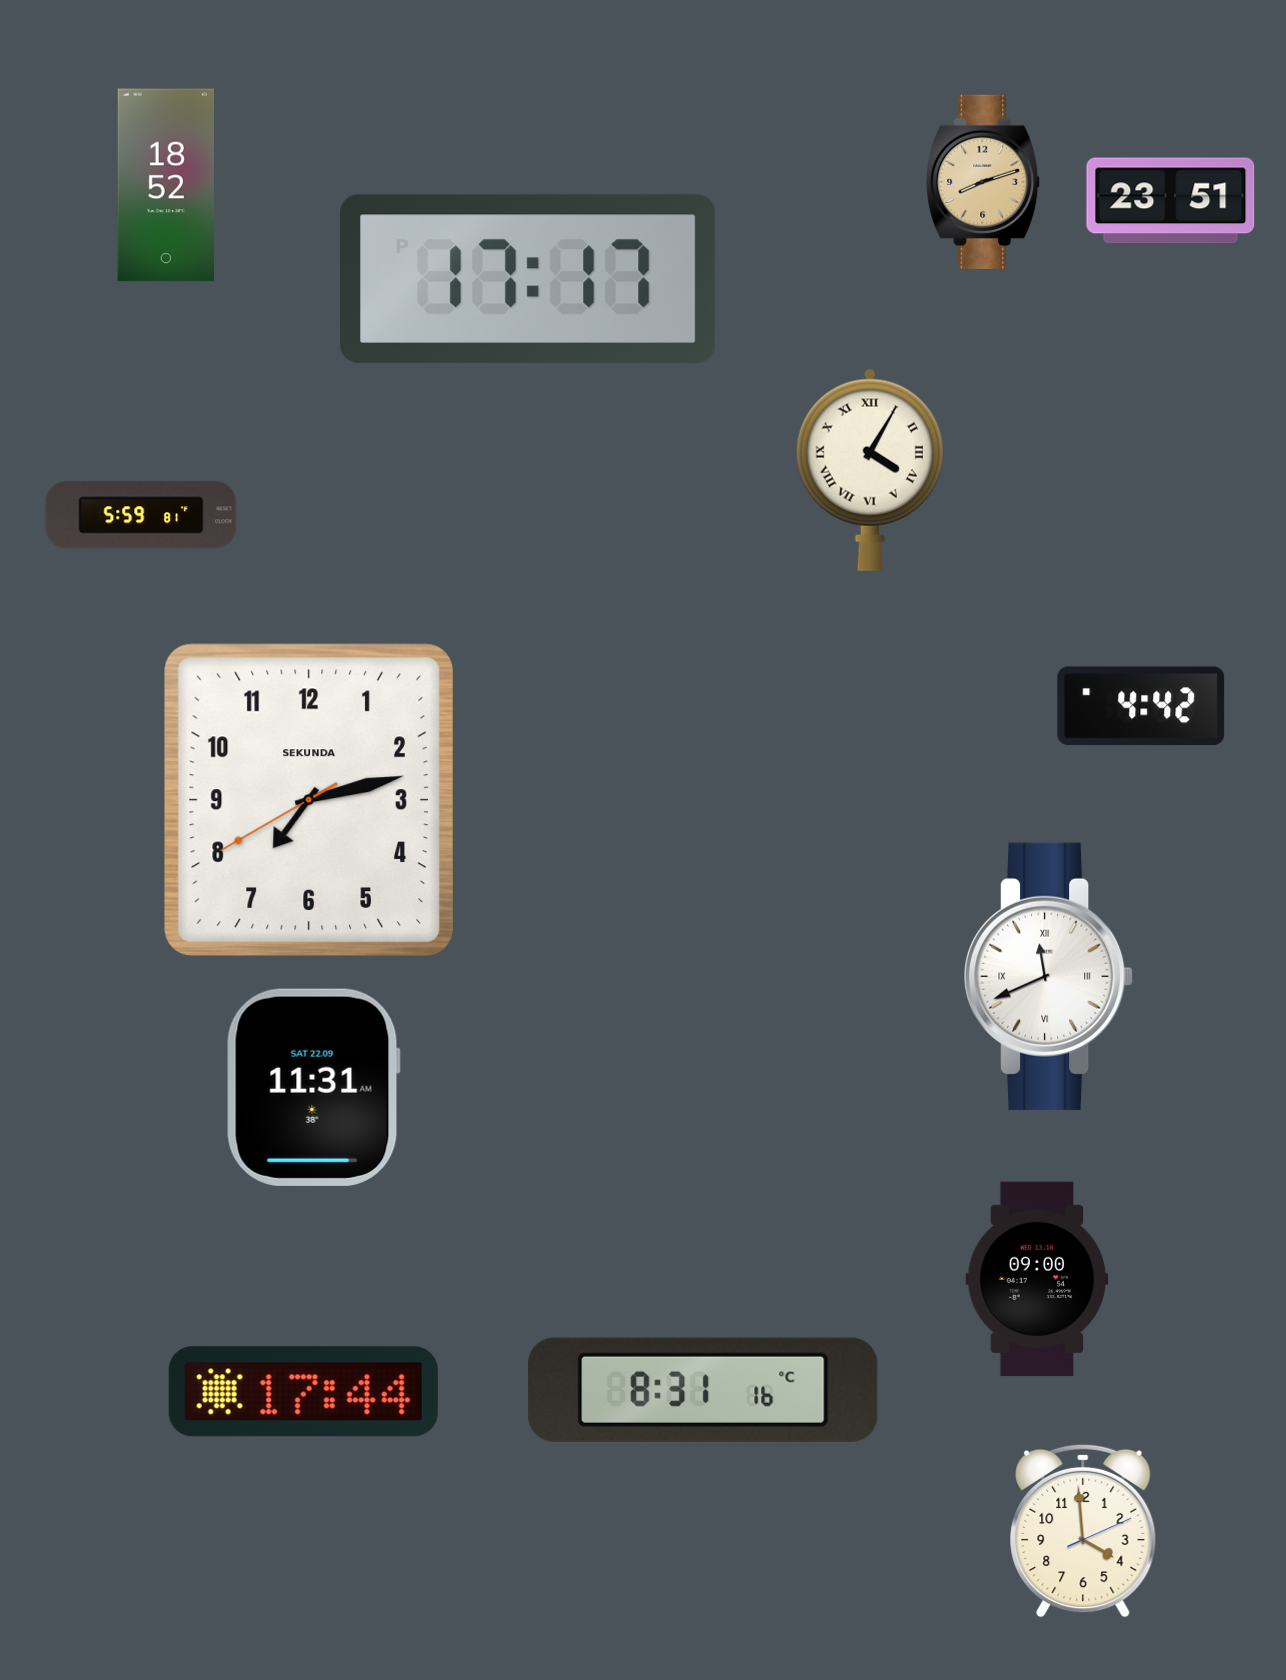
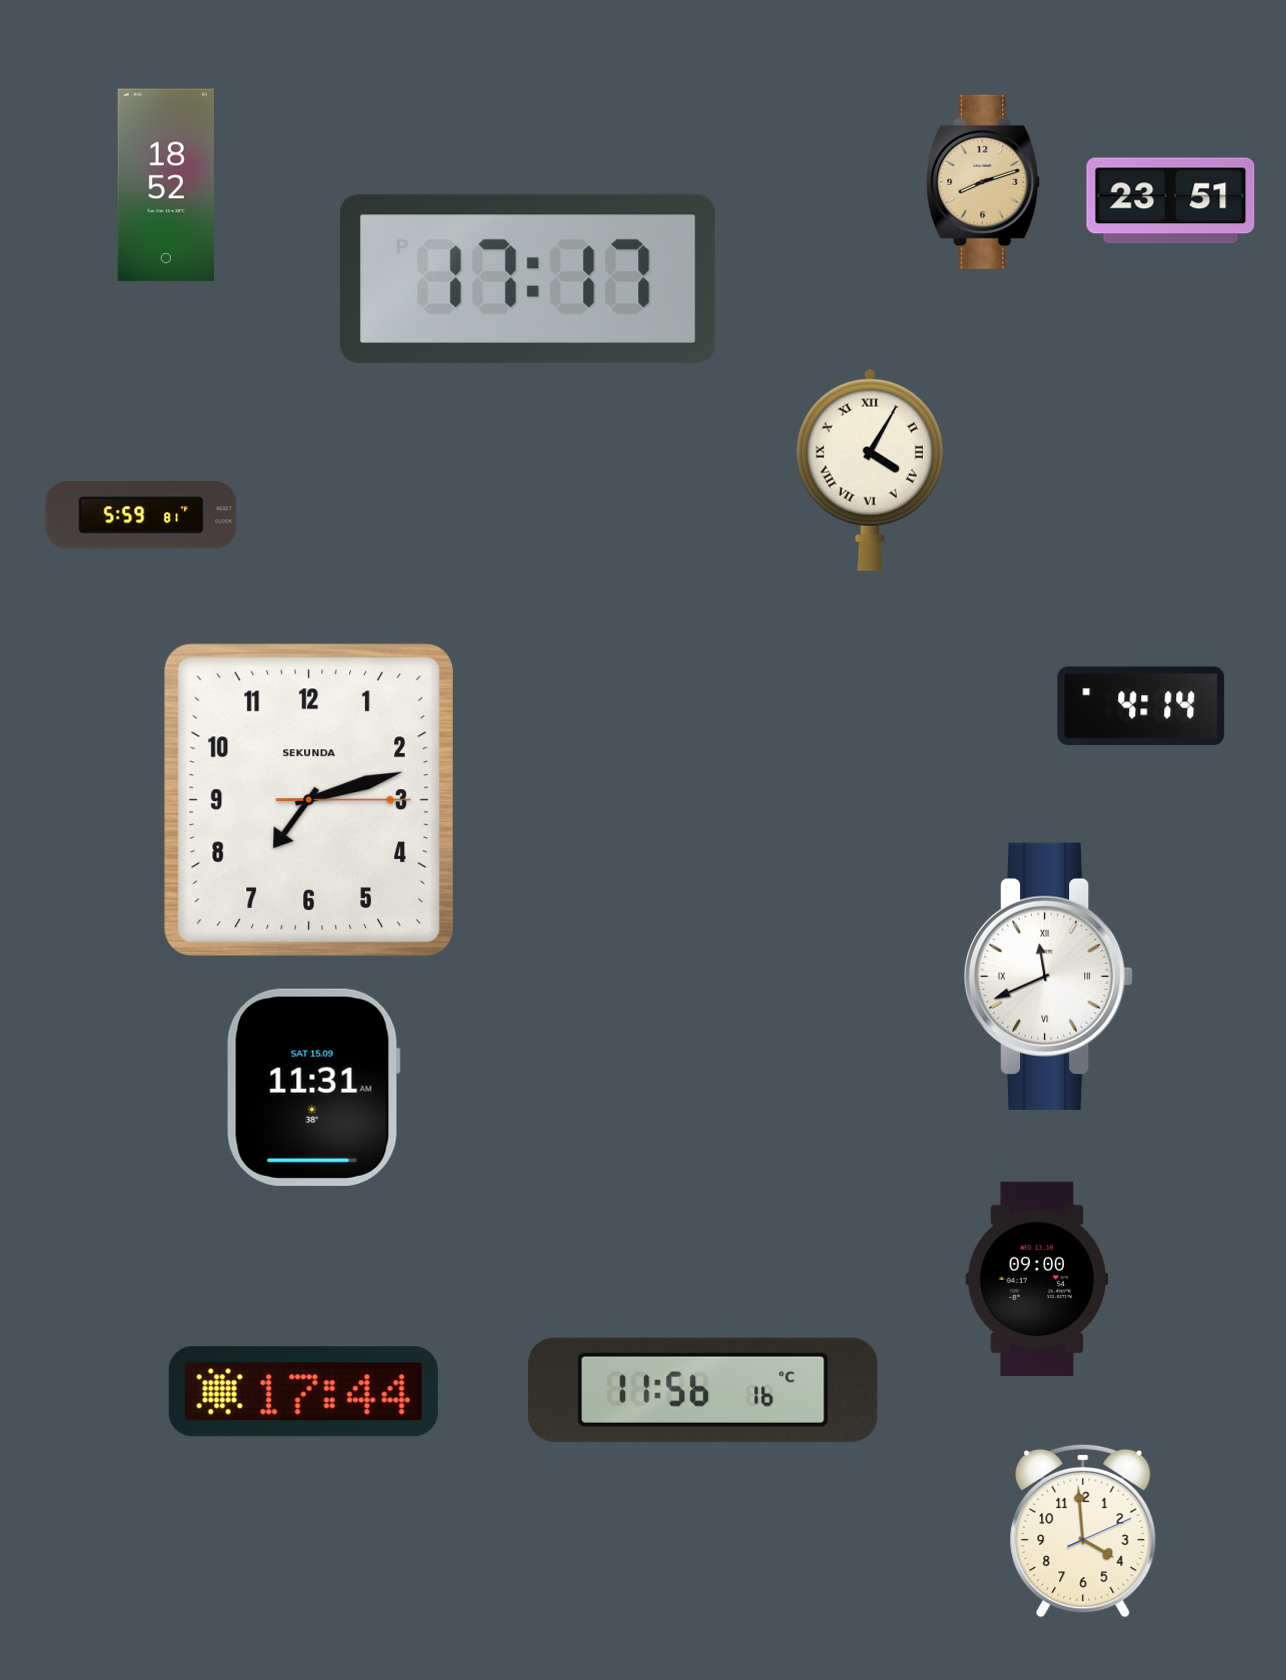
clock at (1141, 706): 4:42 -> 4:14
clock at (309, 800): 7:12:40 -> 7:12:15
clock at (313, 1087) date: SAT 22.09 -> SAT 15.09
clock at (703, 1390): 8:31 -> 11:56
